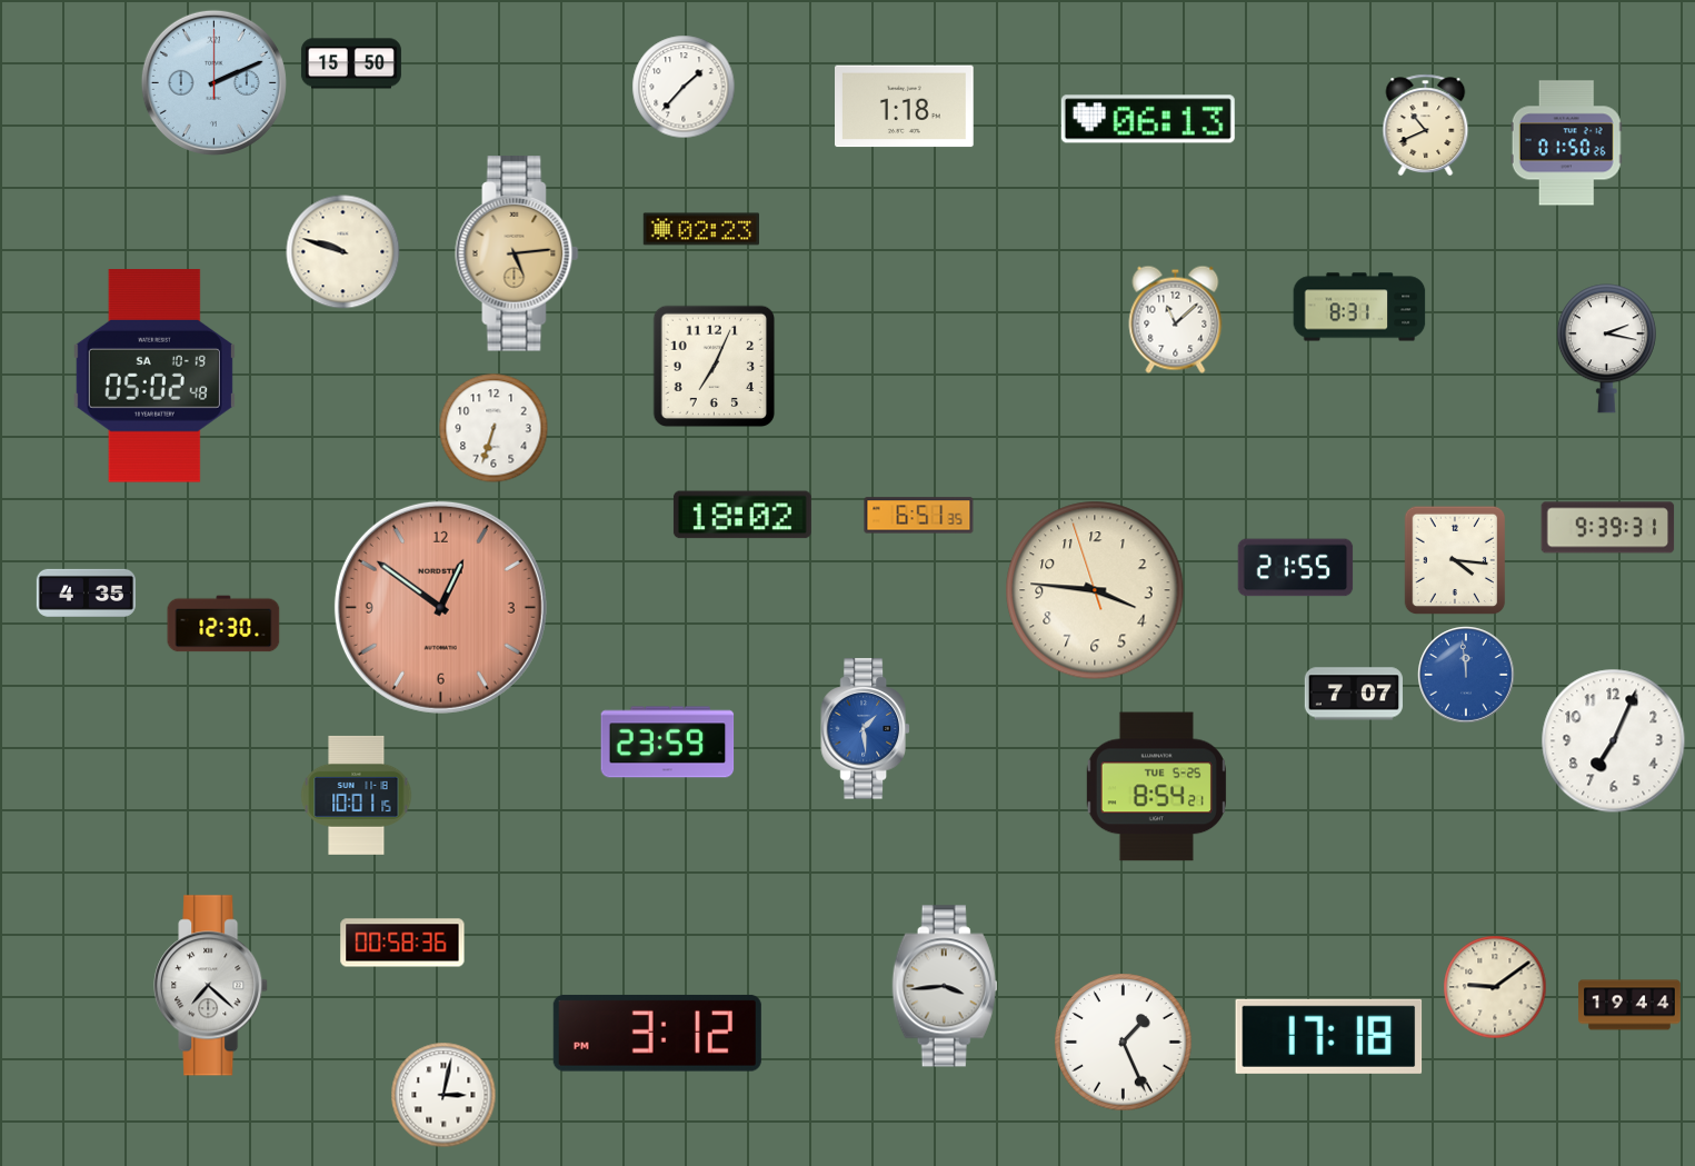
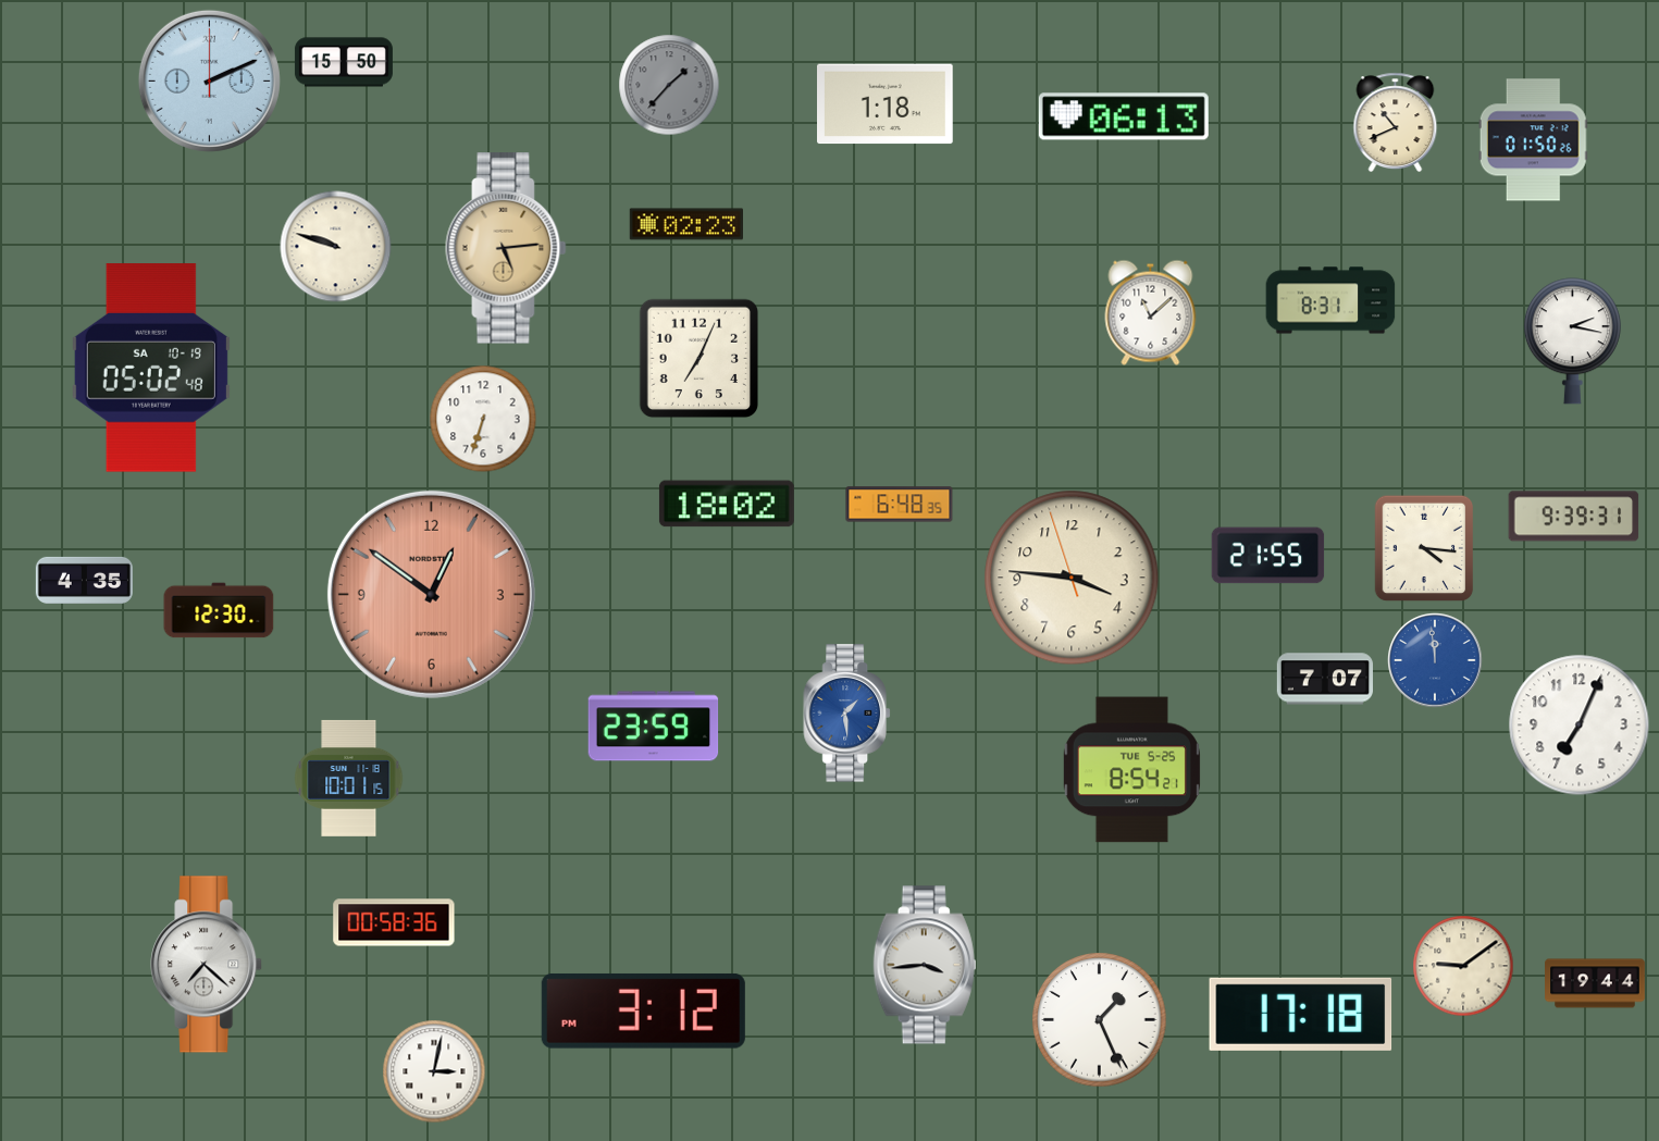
clock at (684, 87) dial: white -> grey
clock at (919, 516): 6:51 -> 6:48
